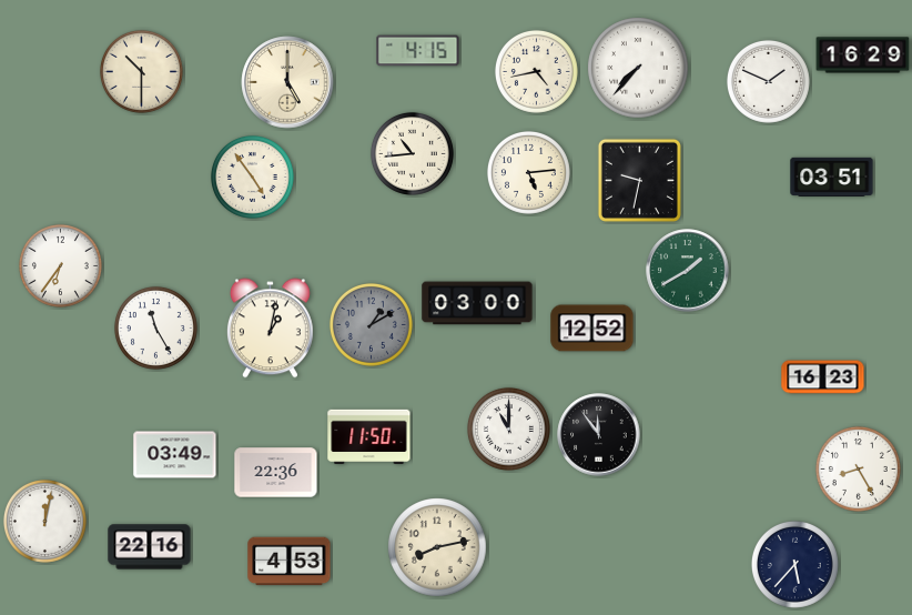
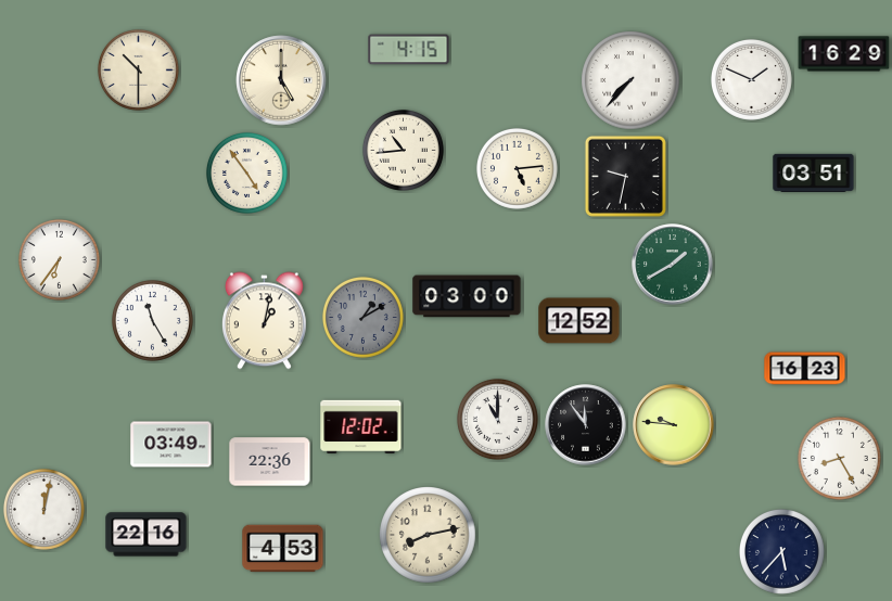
clock at (638, 68) position: (638, 68) -> (630, 80)
clock at (536, 71): 4:43 -> none
clock at (674, 425): none -> 9:46
clock at (369, 436): 11:50 -> 12:02
clock at (794, 564) position: (794, 564) -> (781, 551)
